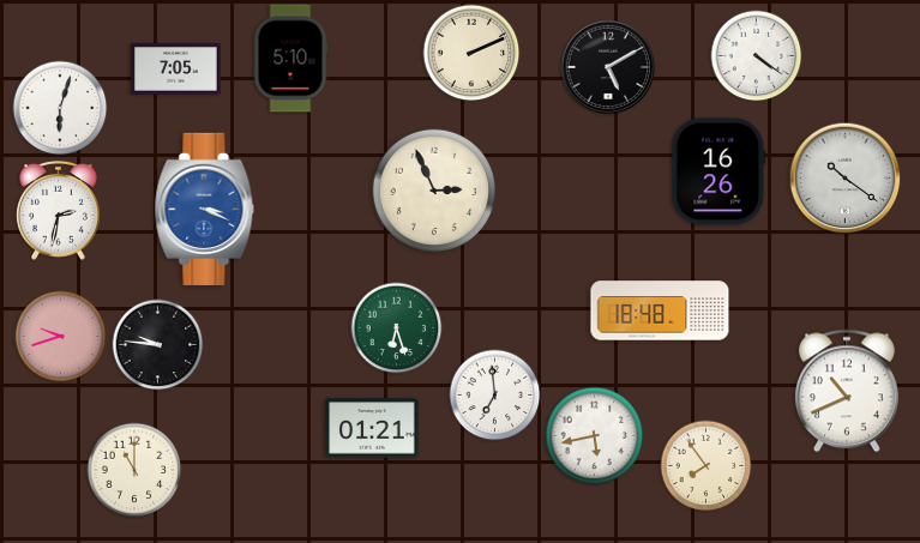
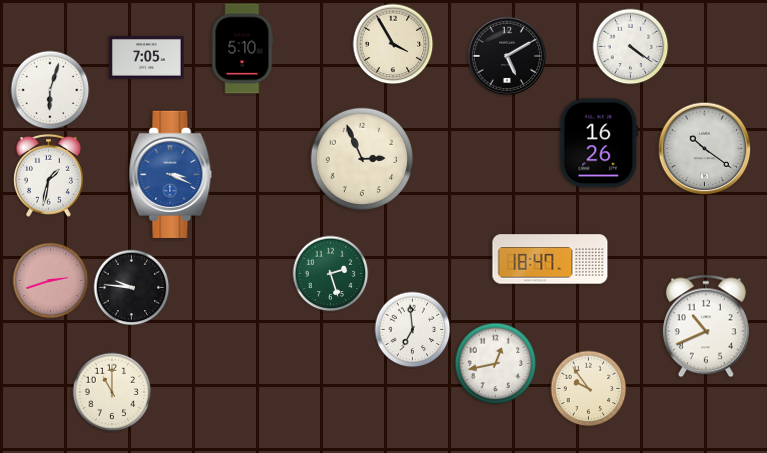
clock at (471, 53): 2:11 -> 3:55
clock at (58, 210): 2:32 -> 1:32
clock at (660, 310): 18:48 -> 18:47
clock at (397, 328): 6:27 -> 2:27
clock at (61, 337): 9:42 -> 2:42
clock at (372, 428): 01:21 -> none
clock at (595, 436): 5:43 -> 12:43
clock at (706, 466): 7:54 -> 9:54
